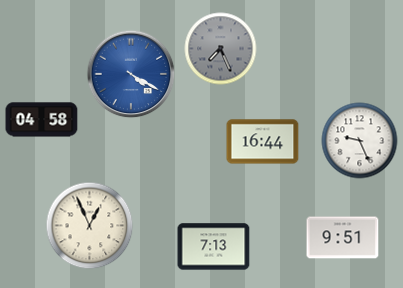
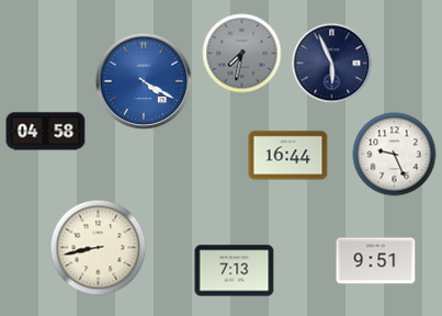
clock at (221, 49): 7:26 -> 7:32
clock at (332, 64): none -> 5:56
clock at (90, 226): 12:56 -> 8:43
